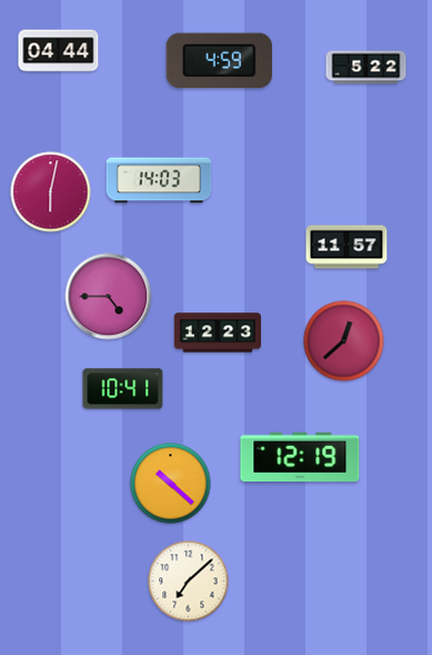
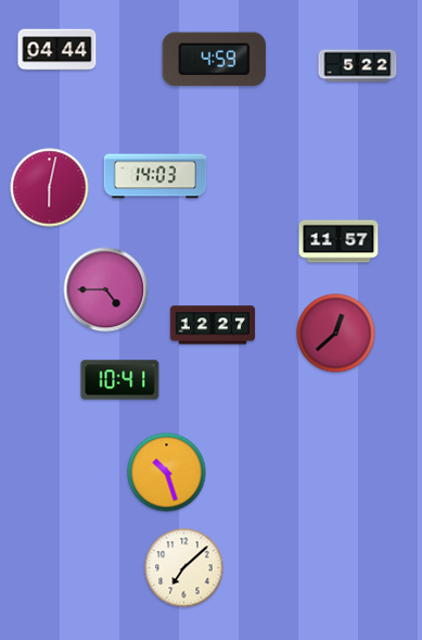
clock at (218, 333): 12:23 -> 12:27
clock at (300, 457): 12:19 -> none
clock at (171, 484): 10:22 -> 10:27
